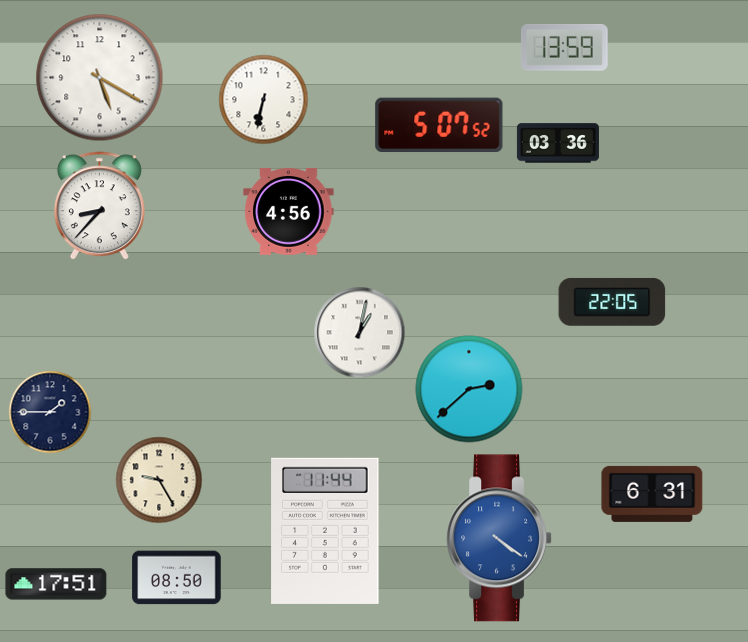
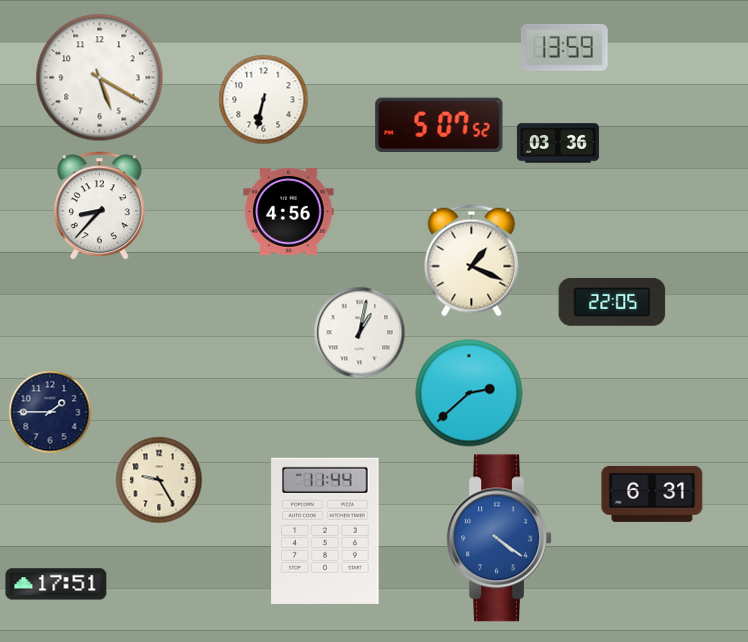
clock at (472, 261): none -> 1:19
clock at (469, 389) position: (469, 389) -> (469, 393)
clock at (177, 578): 08:50 -> none
